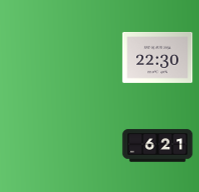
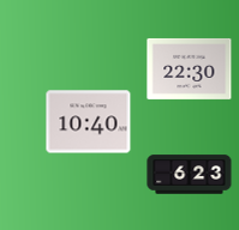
clock at (89, 122): none -> 10:40
clock at (158, 146): 6:21 -> 6:23
